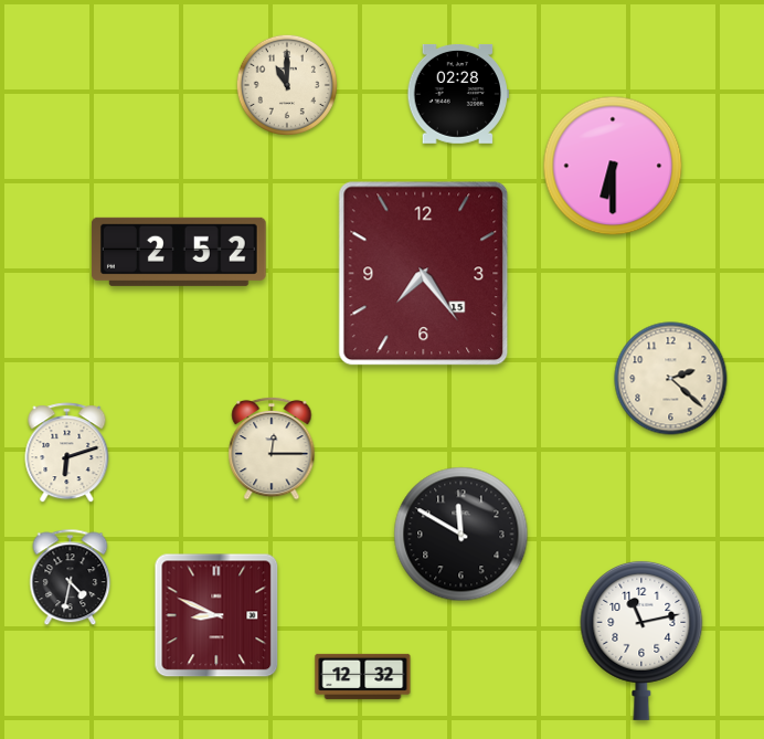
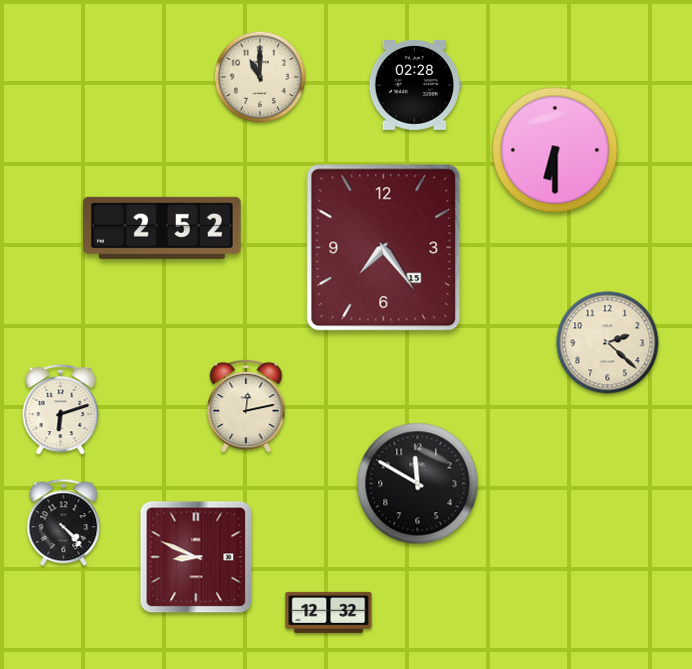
clock at (272, 448): 12:15 -> 12:13
clock at (71, 578): 4:32 -> 4:23
clock at (641, 640): 11:13 -> none
